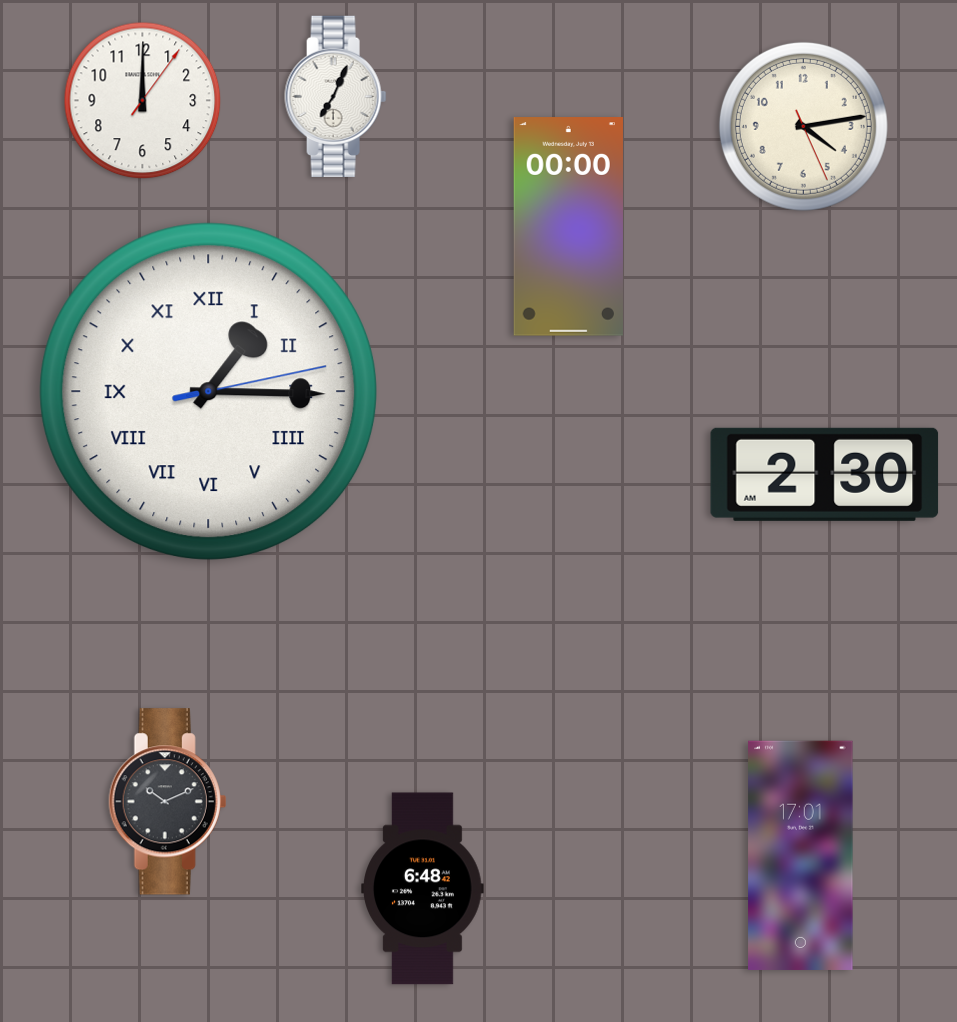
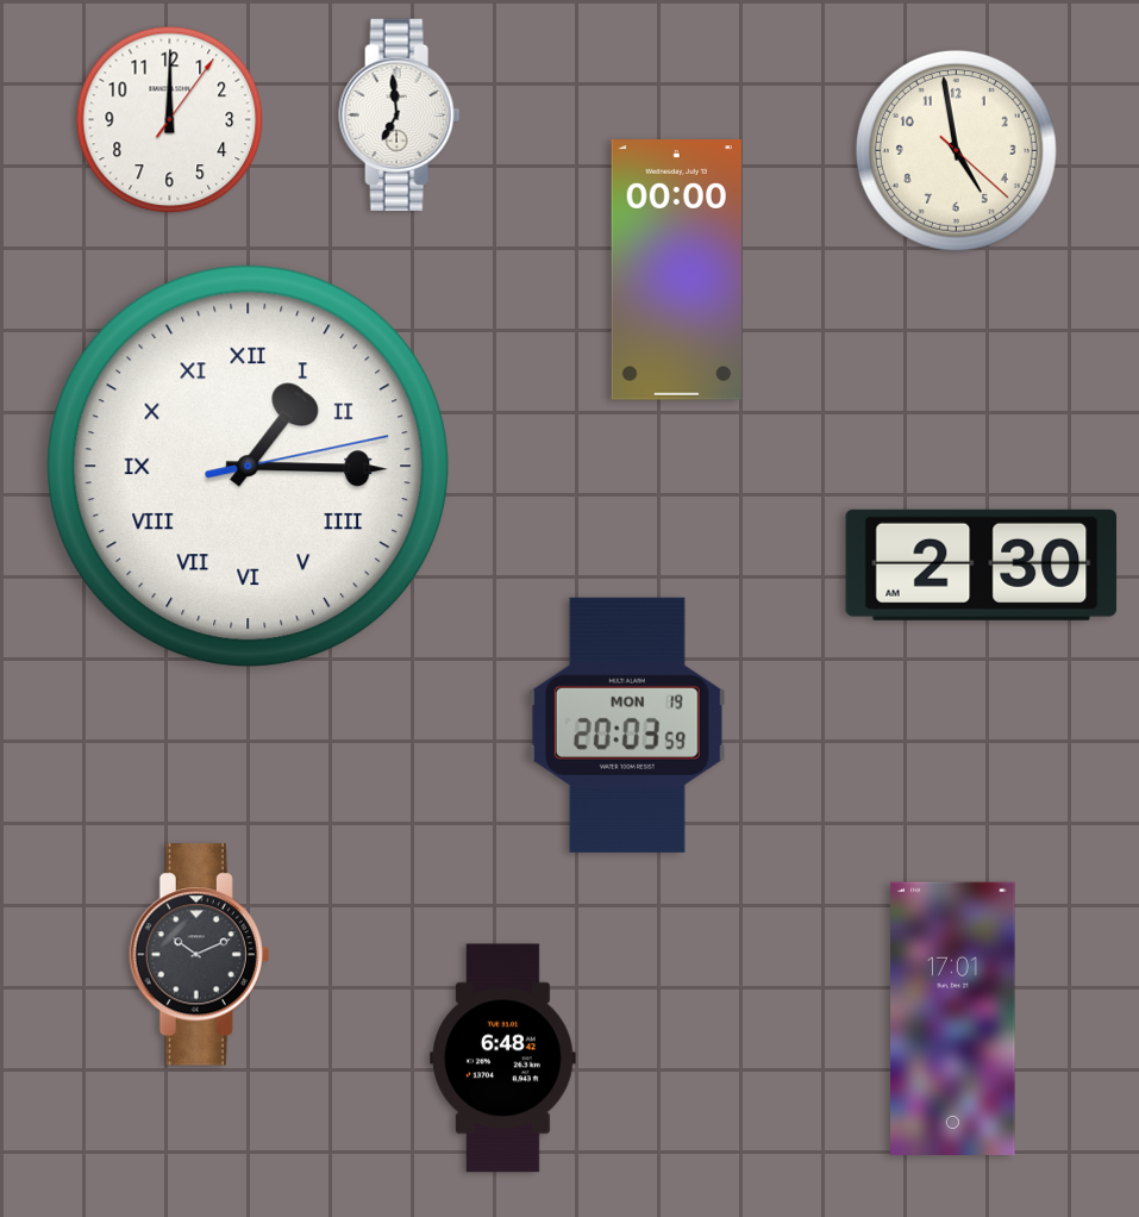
clock at (336, 96): 7:04 -> 6:59
clock at (803, 126): 4:13 -> 4:58
clock at (627, 725): none -> 20:03
